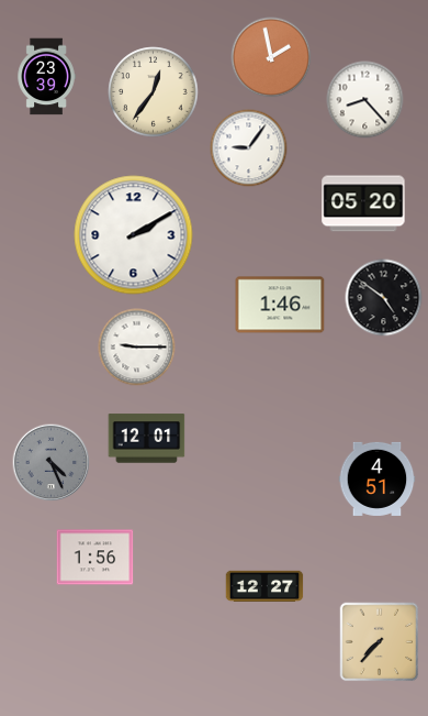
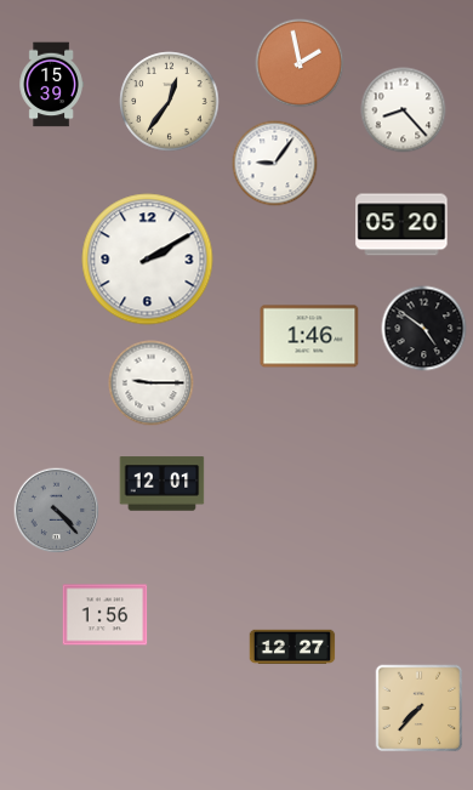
clock at (46, 77): 23:39 -> 15:39
clock at (52, 463): 4:26 -> 4:23
clock at (378, 478): 4:51 -> none
